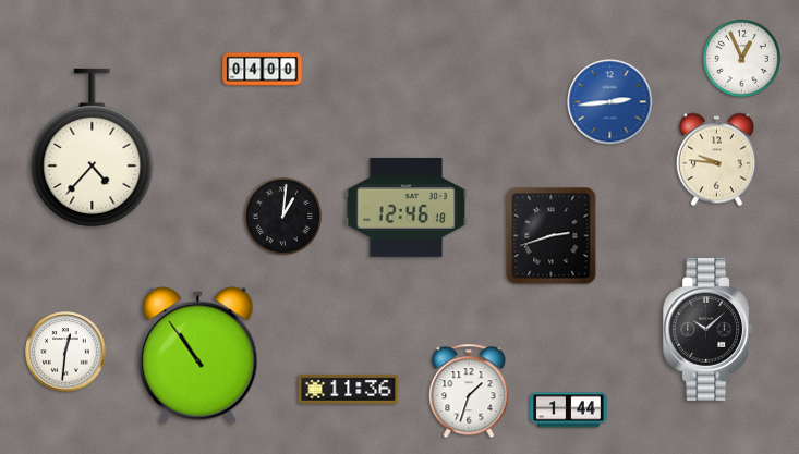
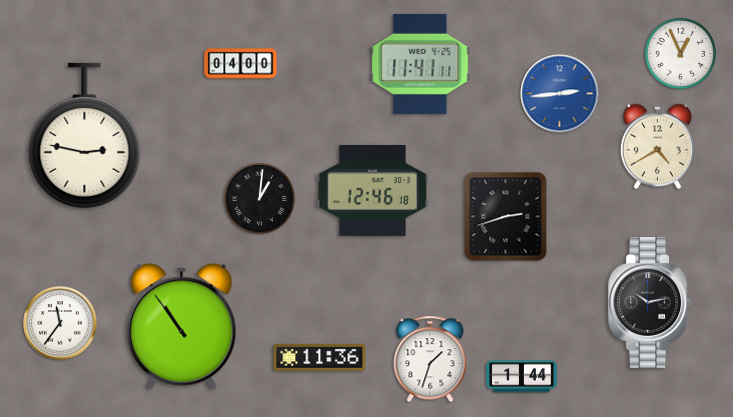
clock at (420, 64): none -> 11:41
clock at (93, 147): 4:37 -> 2:47
clock at (716, 160): 9:46 -> 4:40
clock at (709, 329): 10:08 -> 10:13
clock at (65, 352): 12:31 -> 11:36
